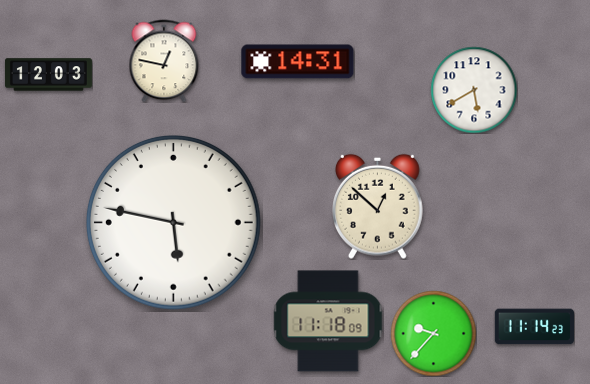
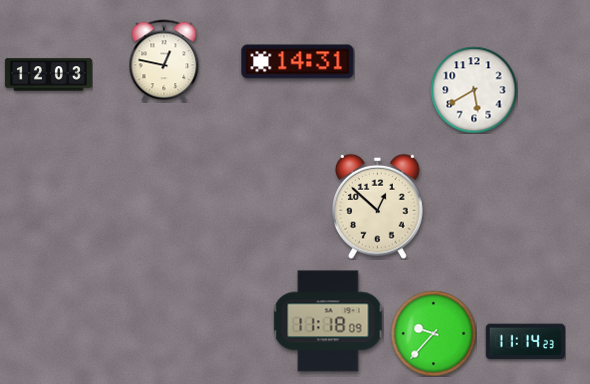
clock at (173, 222): 5:47 -> none
clock at (534, 327) position: (534, 327) -> (525, 342)
